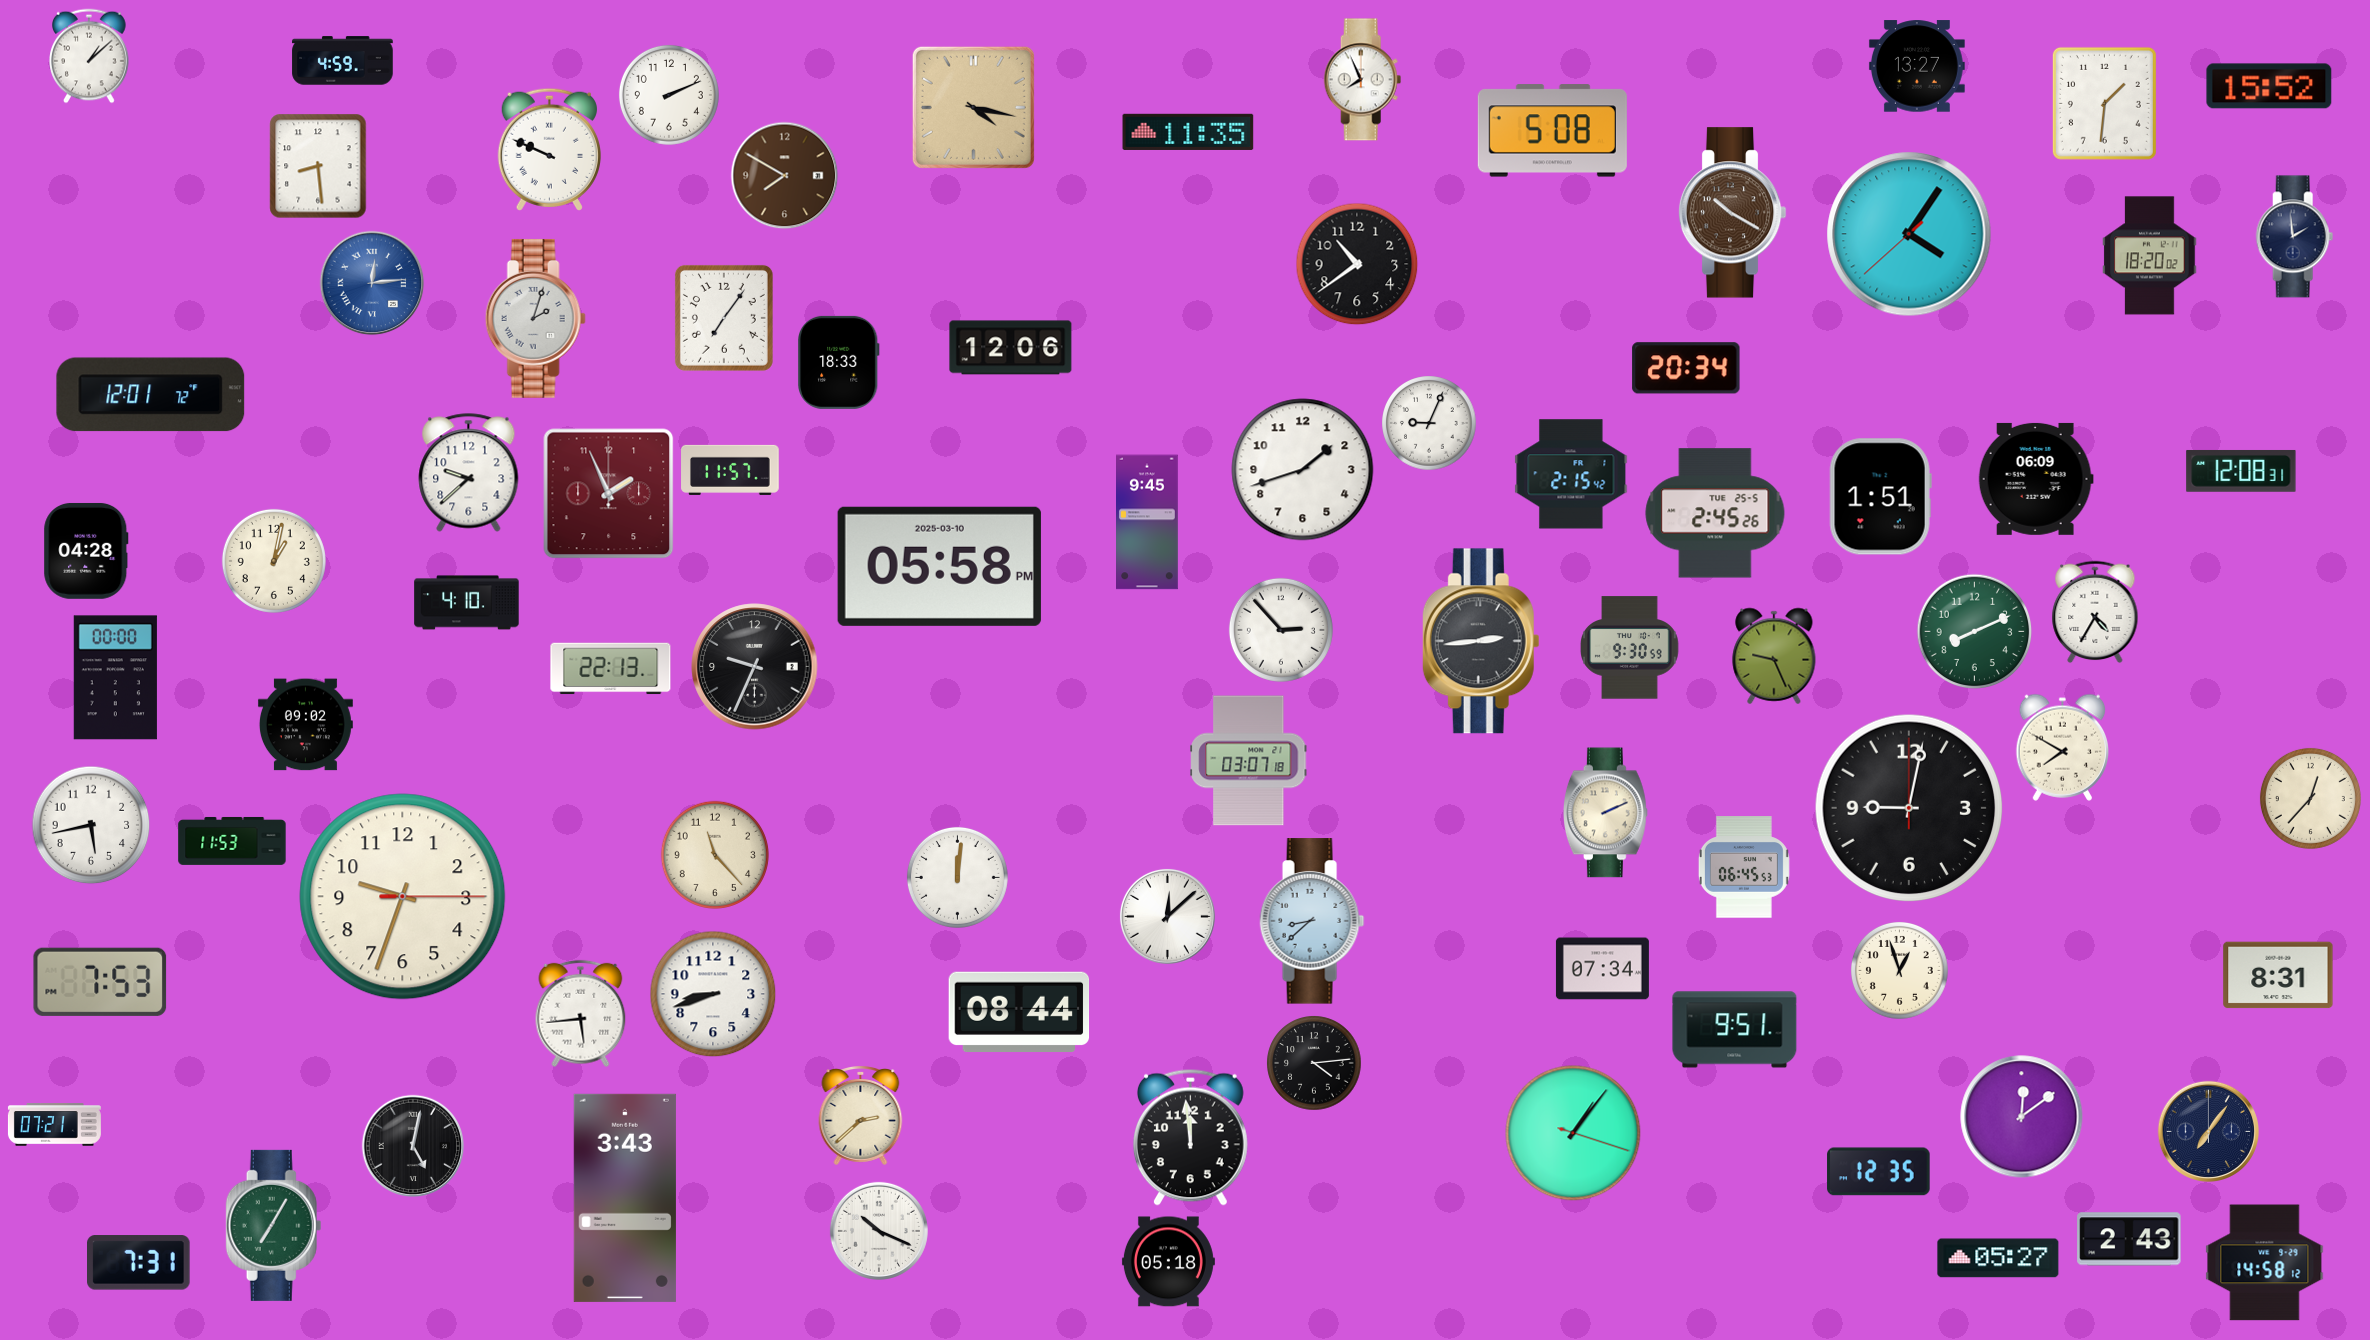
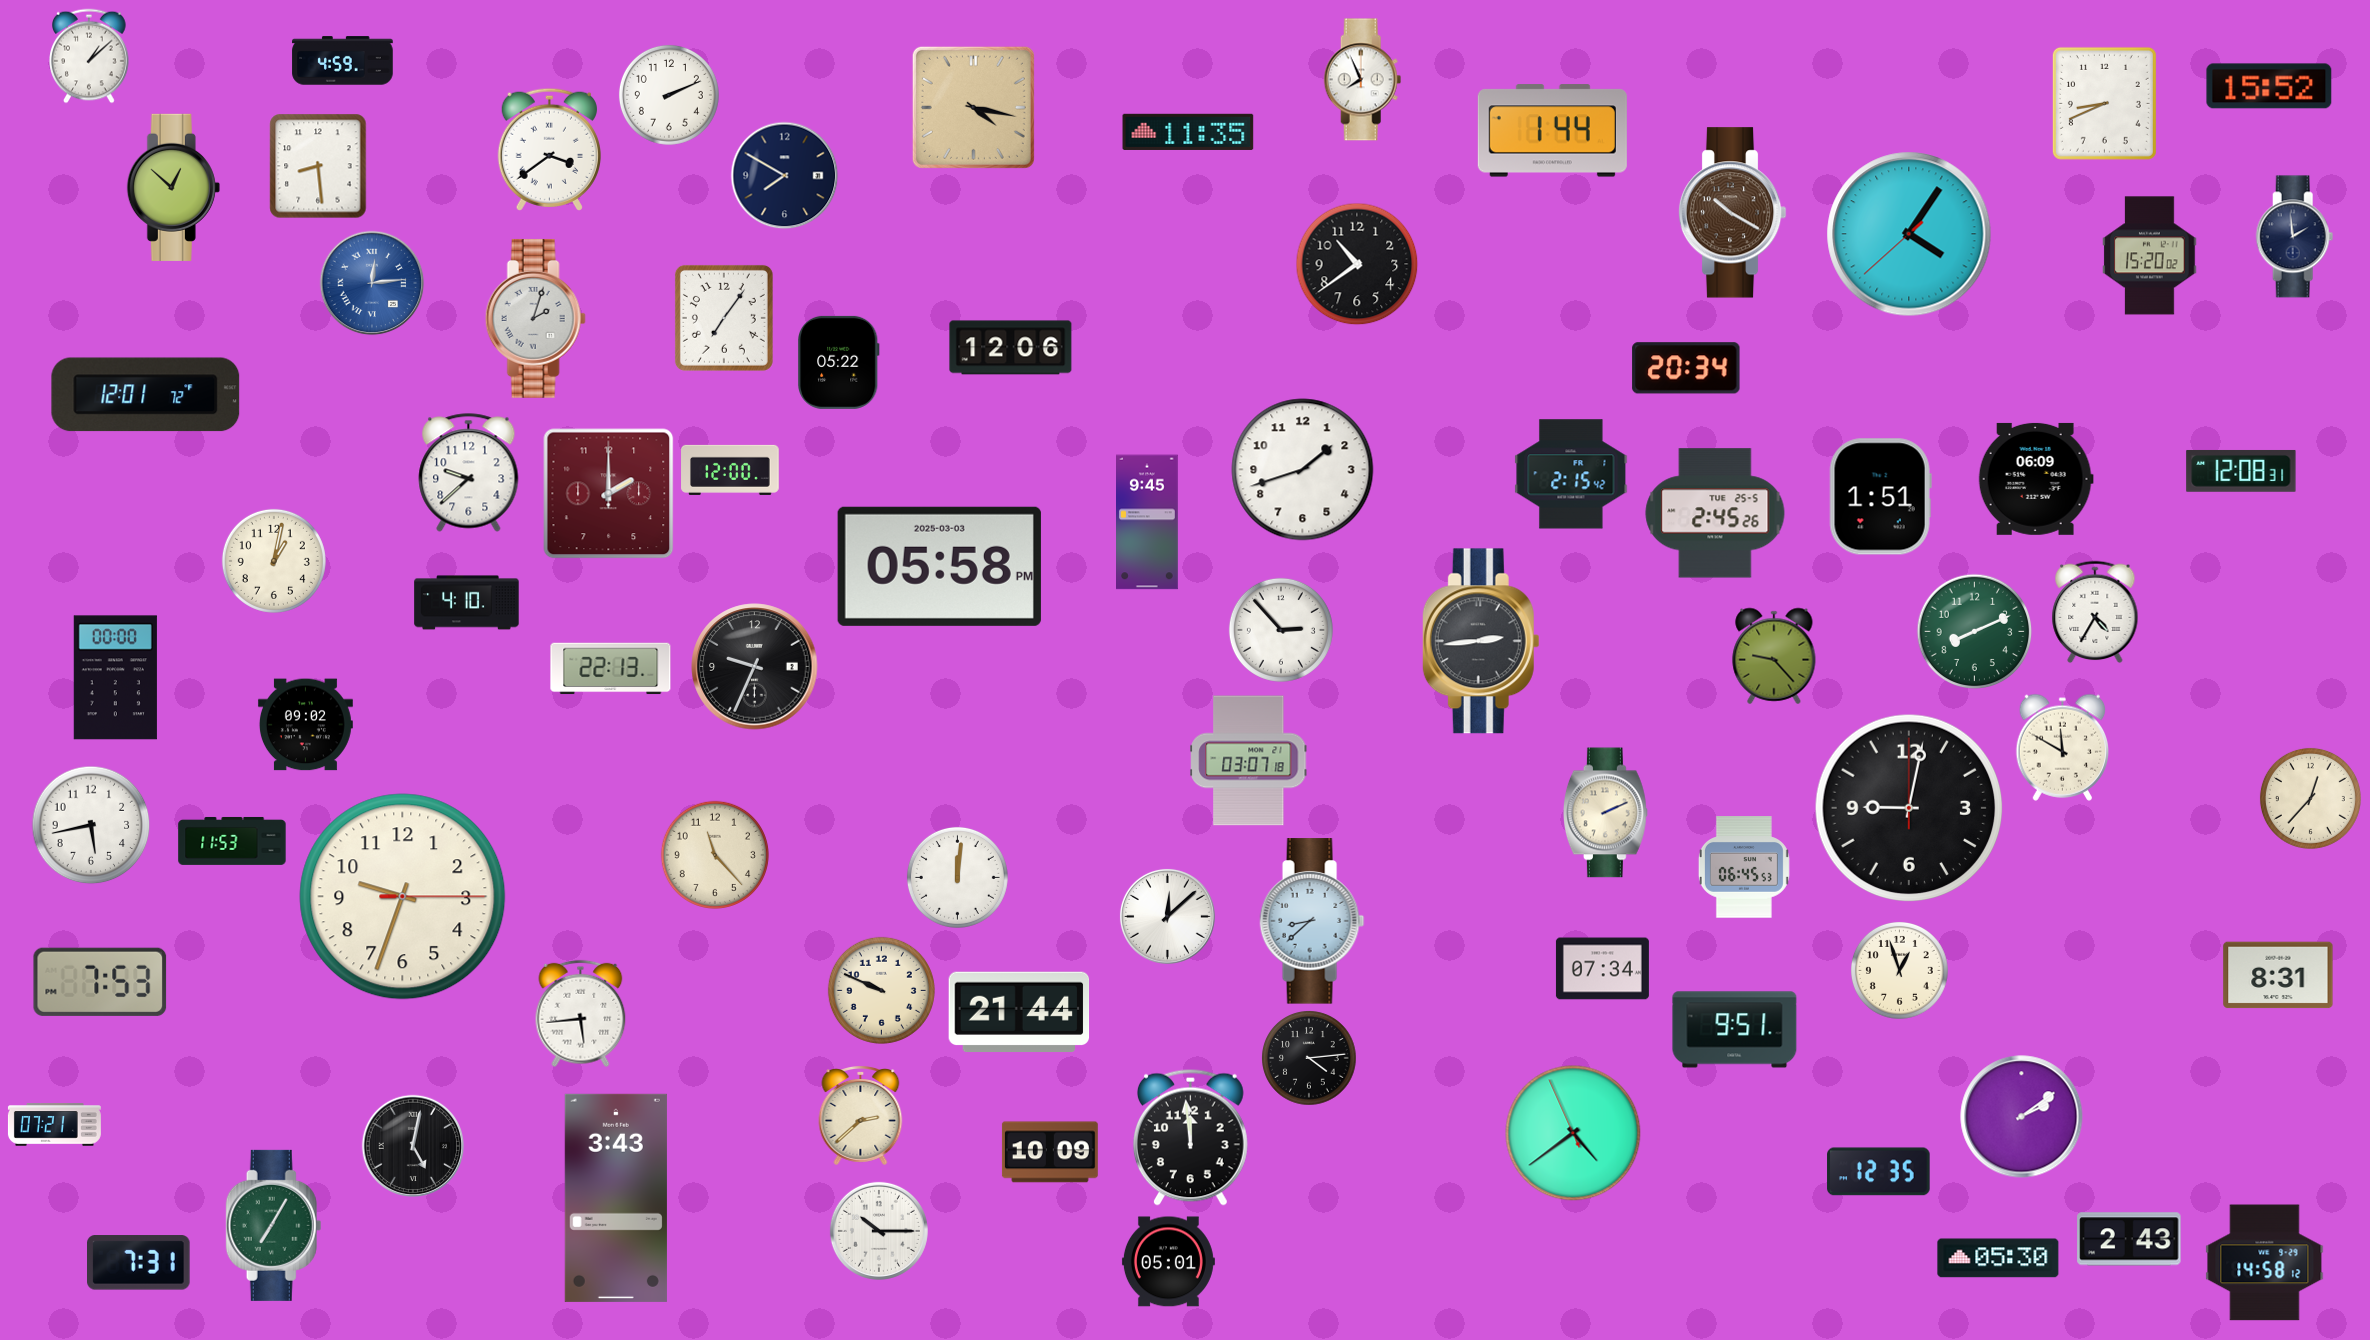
clock at (1917, 66): 13:27 -> none
clock at (2104, 103): 1:31 -> 8:41
clock at (1552, 131): 5:08 -> 1:44
clock at (549, 149): 9:49 -> 3:39
clock at (784, 175) dial: brown -> navy
clock at (173, 187): none -> 12:52
clock at (2150, 256): 18:20 -> 15:20
clock at (839, 362): 18:33 -> 05:22
clock at (151, 395) position: (151, 395) -> (146, 395)
clock at (1429, 423): 9:04 -> none
clock at (730, 470): 11:57 -> 12:00
clock at (608, 493): 1:56 -> 2:00
clock at (86, 551): 04:28 -> none
clock at (939, 566) date: 2025-03-10 -> 2025-03-03
clock at (1630, 648): 9:30 -> none
clock at (1774, 656): 9:26 -> 9:23
clock at (2062, 747): 7:50 -> 11:50
clock at (881, 990): none -> 9:49
clock at (713, 994): 8:42 -> none
clock at (1019, 1012): 08:44 -> 21:44
clock at (1314, 1063) position: (1314, 1063) -> (1309, 1058)
clock at (2022, 1117): 12:09 -> 2:09
clock at (2208, 1131): 7:06 -> none
clock at (1573, 1133): 1:06 -> 4:38
clock at (1050, 1152): none -> 10:09
clock at (625, 1198) position: (625, 1198) -> (616, 1198)
clock at (879, 1231): 10:19 -> 10:15
clock at (1998, 1258): 05:27 -> 05:30
clock at (1168, 1262): 05:18 -> 05:01
